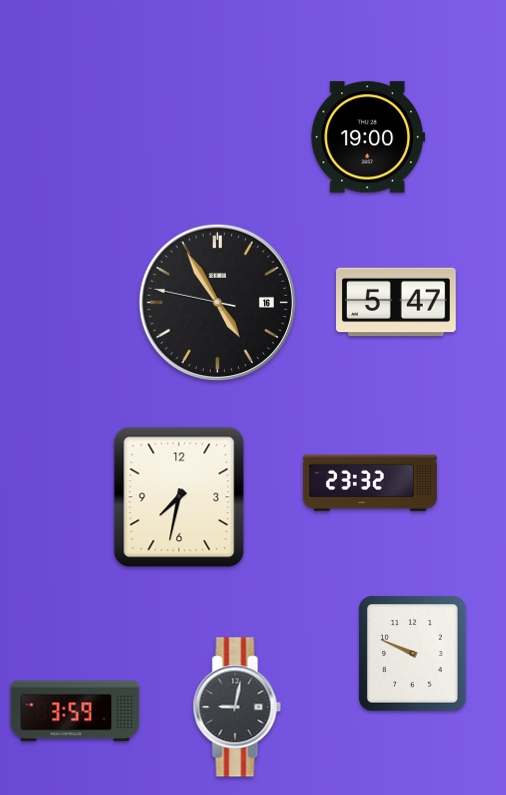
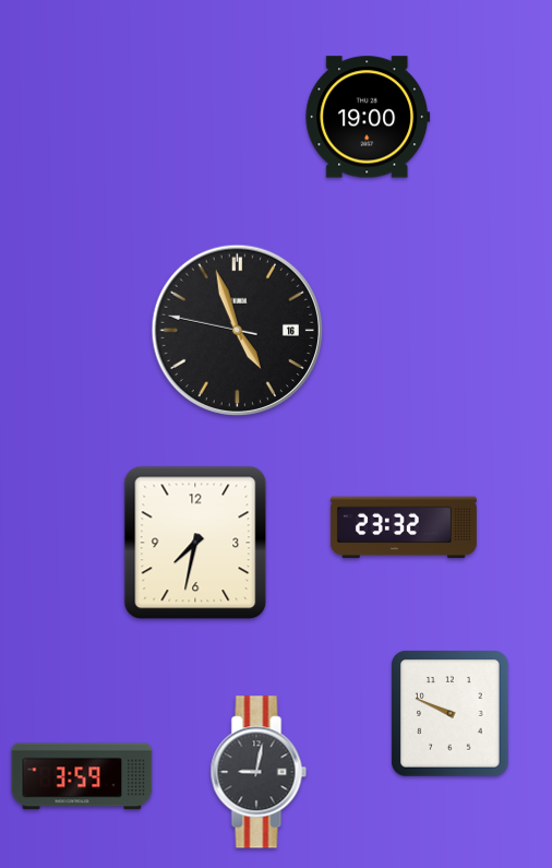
clock at (368, 137) position: (368, 137) -> (368, 117)
clock at (217, 302): 4:54 -> 4:56
clock at (397, 302): 5:47 -> none
